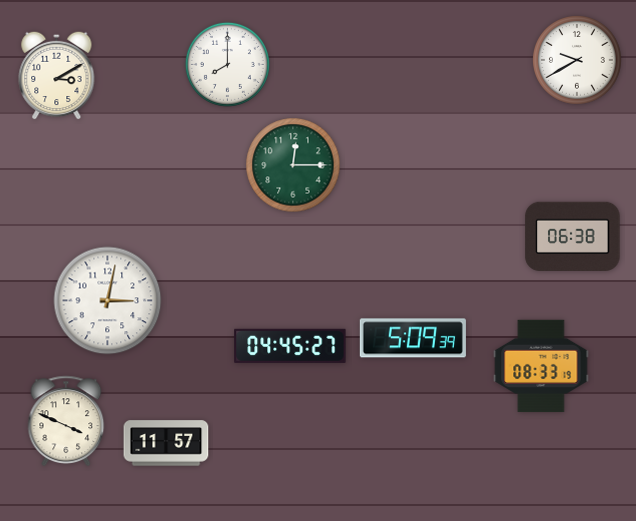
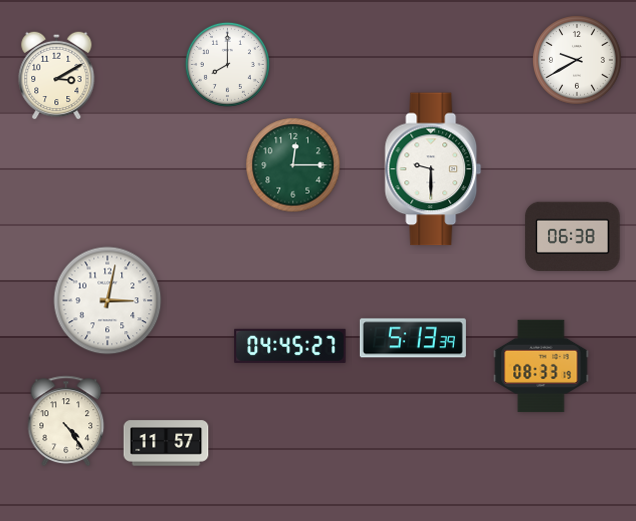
clock at (433, 169): none -> 9:30
clock at (413, 338): 5:09 -> 5:13
clock at (66, 421): 3:49 -> 4:24
